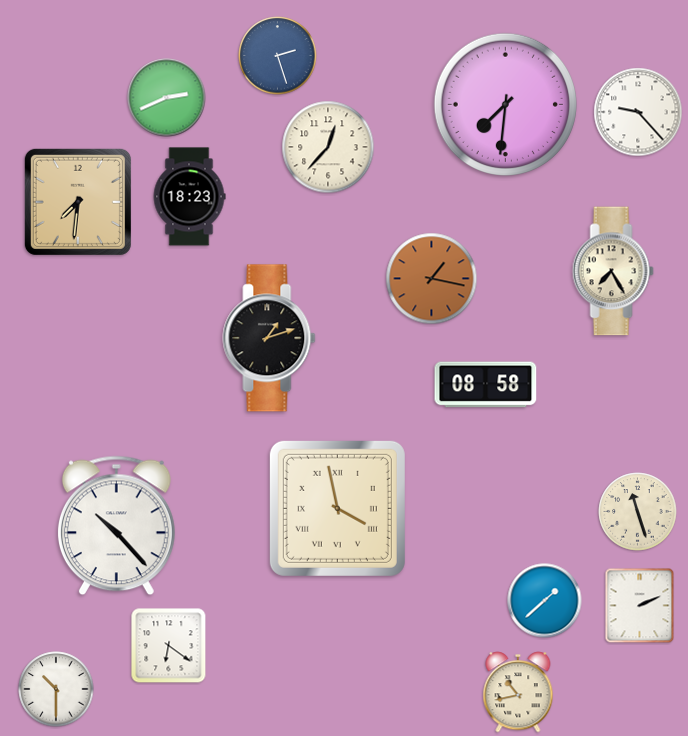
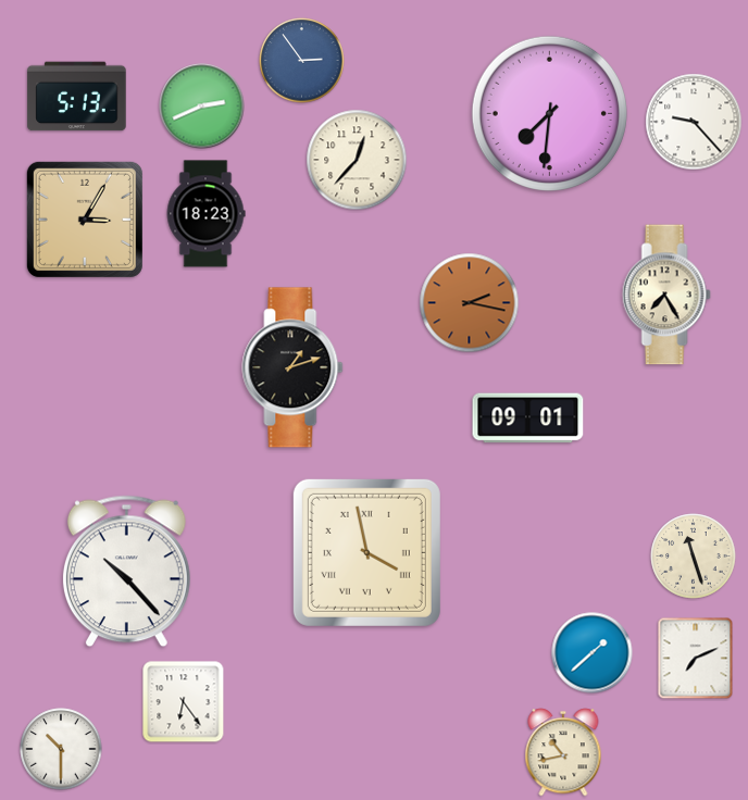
clock at (278, 56): 2:27 -> 2:54
clock at (77, 97): none -> 5:13
clock at (167, 98) position: (167, 98) -> (202, 107)
clock at (78, 202): 7:31 -> 3:05
clock at (432, 279): 1:17 -> 2:17
clock at (486, 385): 08:58 -> 09:01
clock at (640, 606): 2:11 -> 7:11
clock at (169, 646): 6:21 -> 6:24
